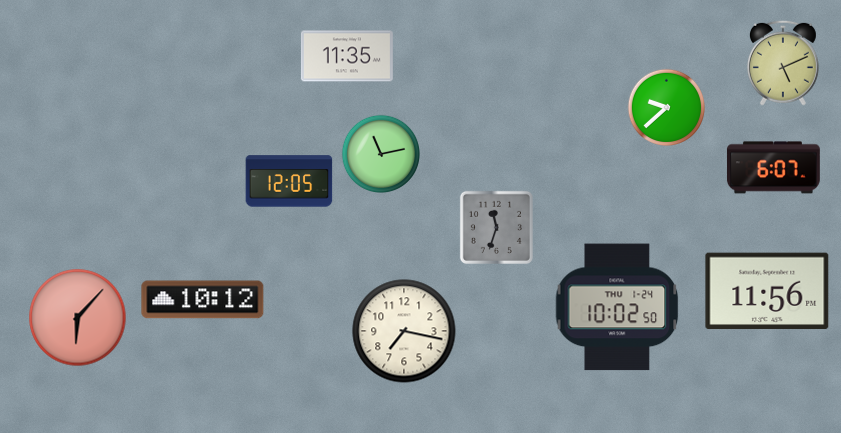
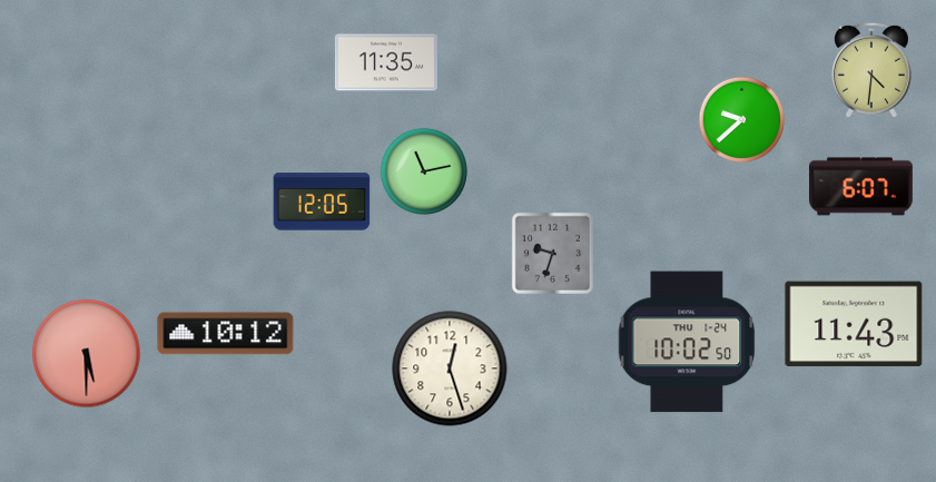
clock at (783, 63): 5:11 -> 4:31
clock at (496, 227): 11:33 -> 9:33
clock at (767, 291): 11:56 -> 11:43
clock at (78, 318): 6:07 -> 5:30
clock at (404, 331): 7:17 -> 12:27
